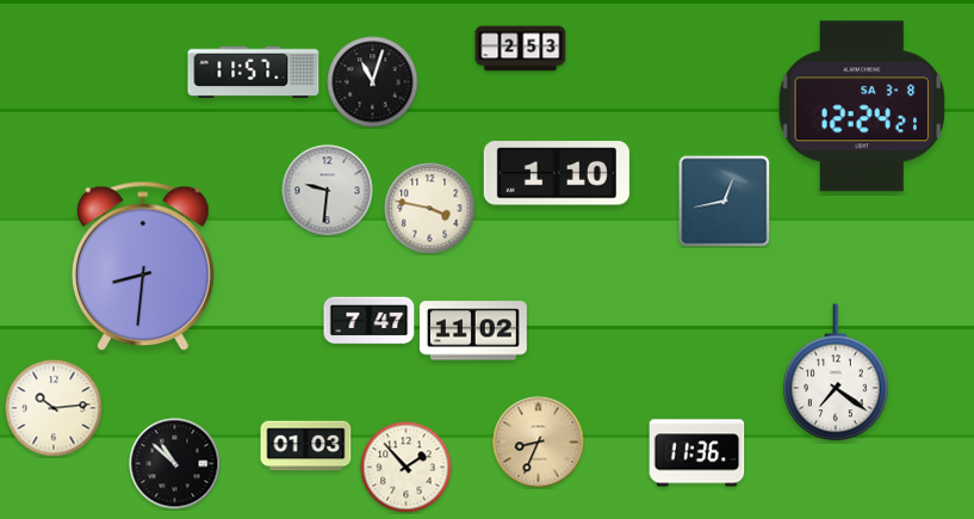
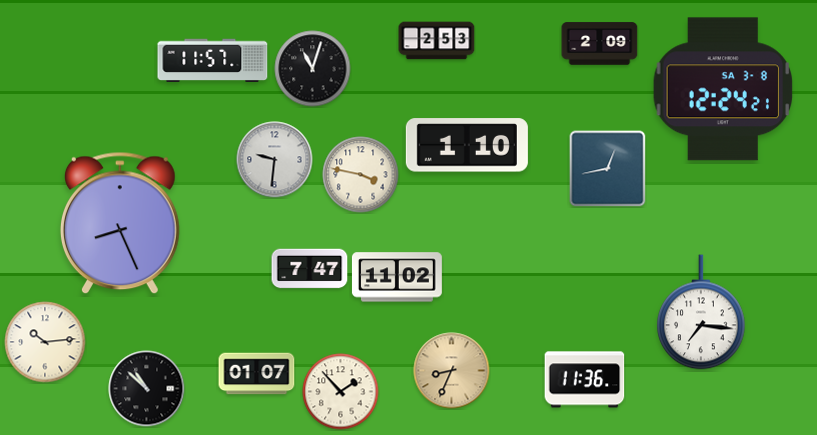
clock at (600, 44): none -> 2:09
clock at (143, 266): 8:31 -> 8:26
clock at (836, 372): 7:21 -> 7:16
clock at (306, 446): 01:03 -> 01:07
